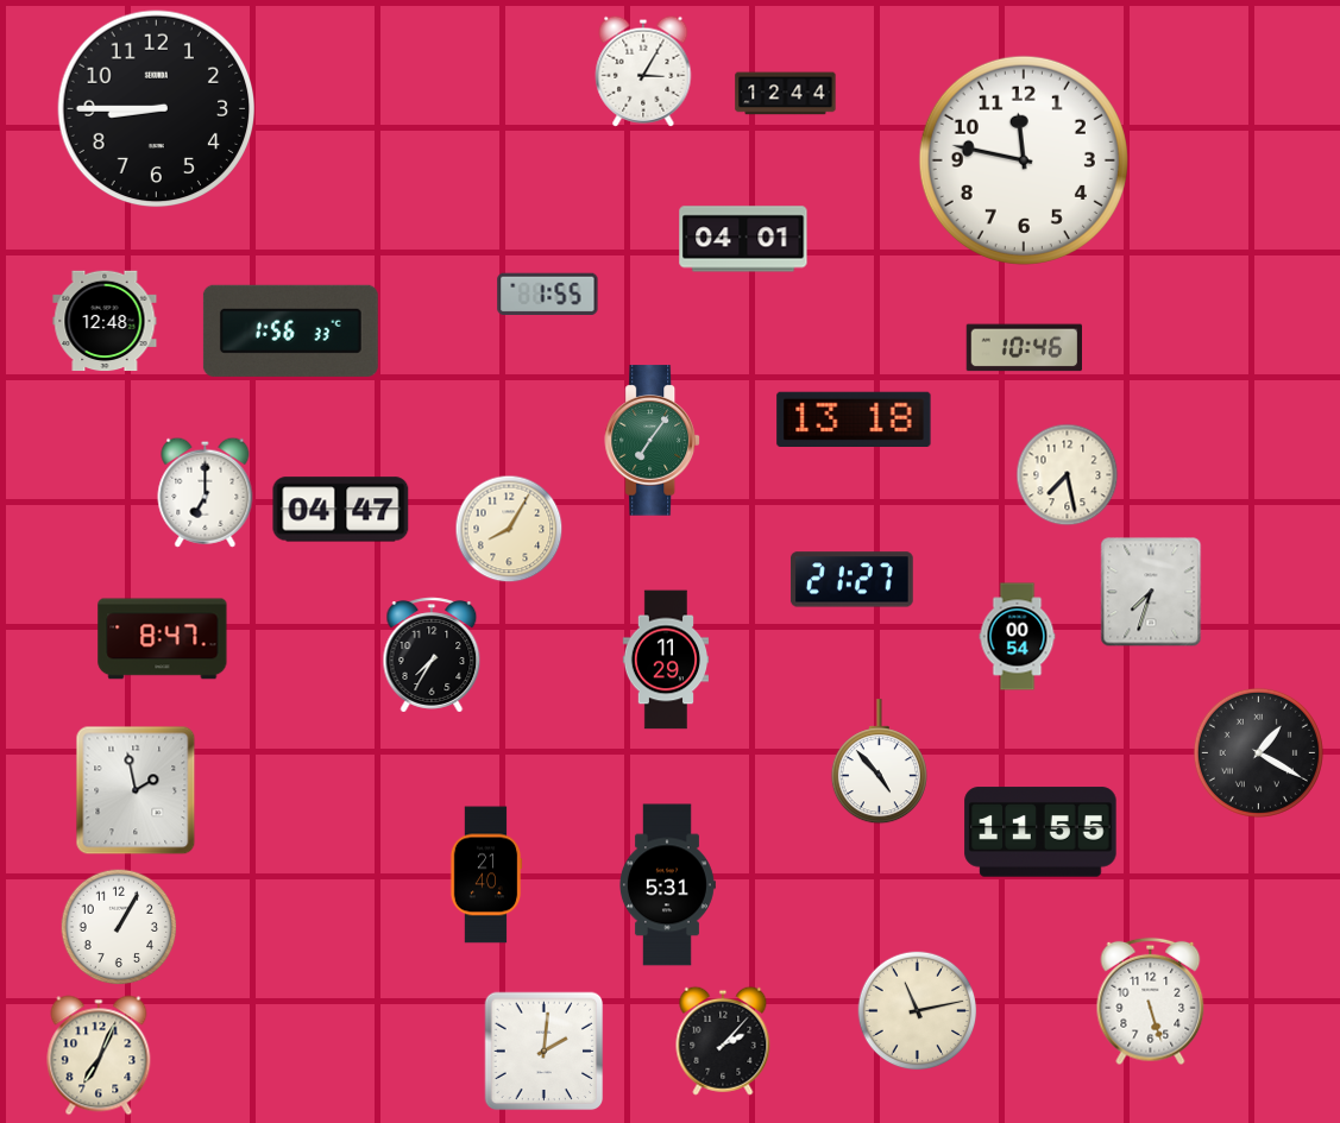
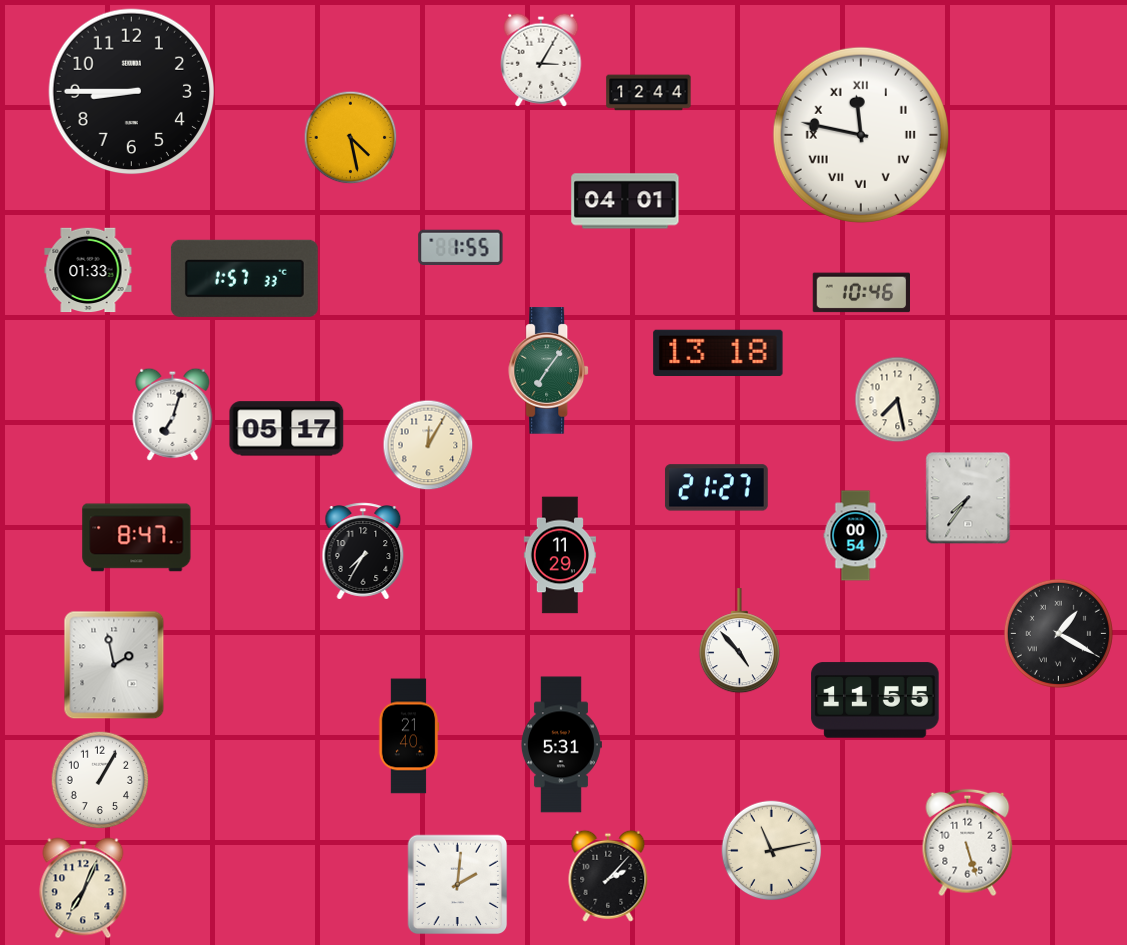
clock at (786, 94) position: (786, 94) -> (649, 93)
clock at (1024, 160) numerals: Arabic -> Roman
clock at (351, 138): none -> 4:28
clock at (105, 321): 12:48 -> 01:33
clock at (290, 330): 1:56 -> 1:57
clock at (206, 492): 7:00 -> 7:03
clock at (341, 510): 04:47 -> 05:17
clock at (509, 529): 8:05 -> 12:05
clock at (1151, 592): 7:33 -> 7:36
